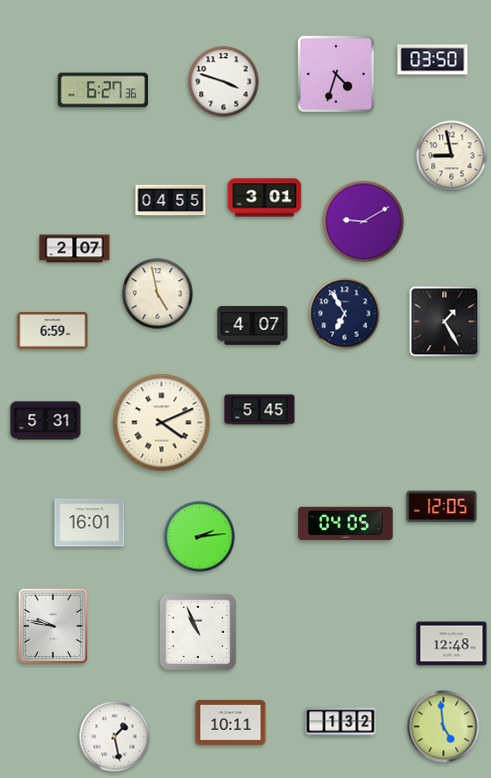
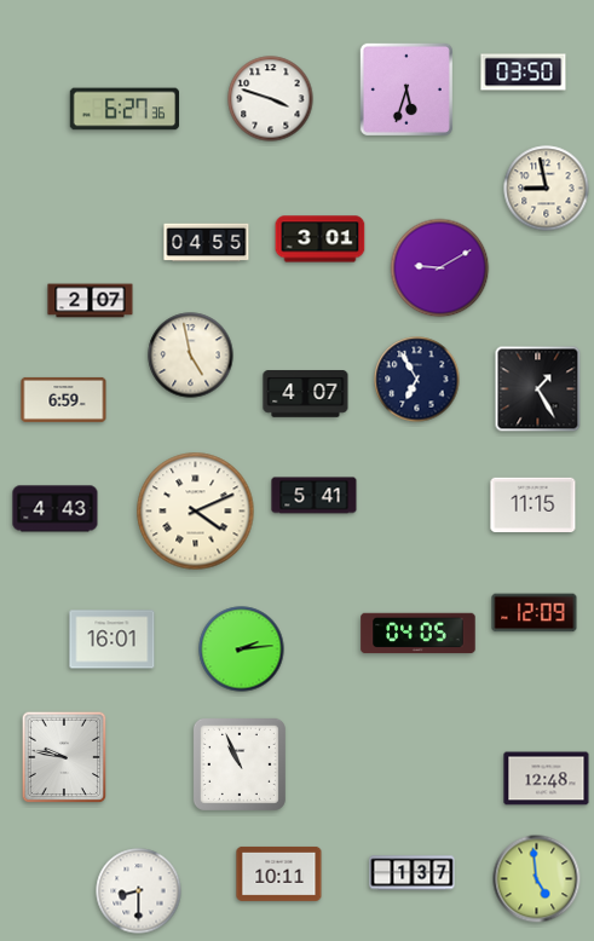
clock at (336, 74): 4:33 -> 5:33
clock at (260, 410): 5:45 -> 5:41
clock at (534, 504): none -> 11:15
clock at (46, 421): 5:31 -> 4:43
clock at (442, 507): 12:05 -> 12:09
clock at (90, 523) position: (90, 523) -> (113, 640)
clock at (341, 722): 1:32 -> 1:37
clock at (115, 737): 1:28 -> 8:30
